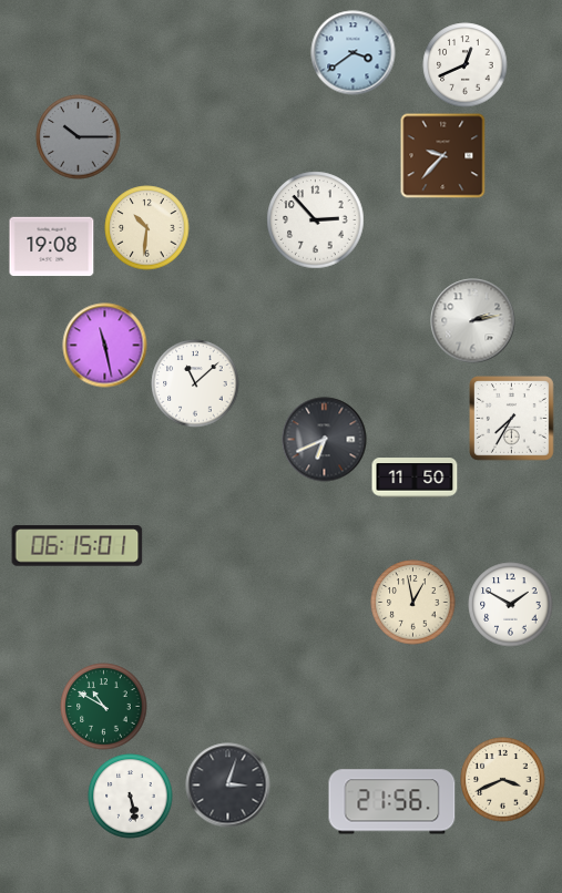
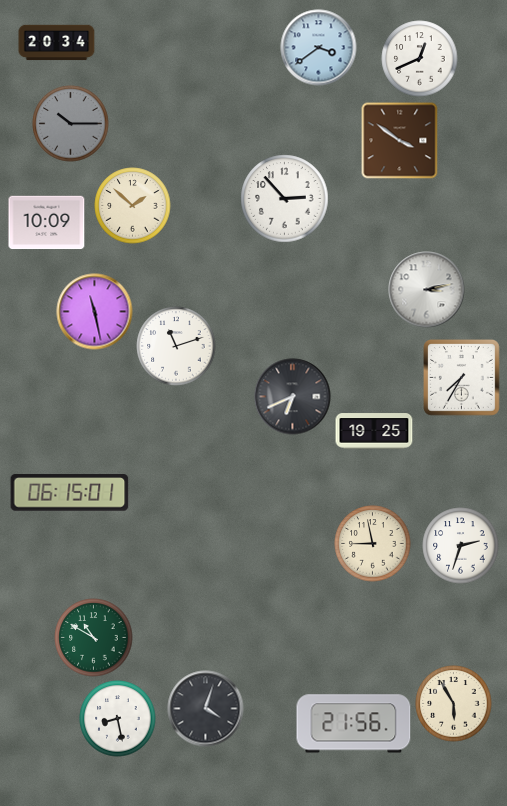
clock at (57, 43): none -> 20:34
clock at (443, 156): 9:37 -> 3:51
clock at (147, 228): 10:31 -> 1:52
clock at (52, 247): 19:08 -> 10:09
clock at (473, 321): 2:13 -> 3:13
clock at (195, 383): 11:08 -> 11:12
clock at (415, 478): 11:50 -> 19:25
clock at (413, 603): 12:58 -> 8:58
clock at (511, 605): 1:50 -> 2:33
clock at (503, 780): 3:41 -> 5:55
clock at (228, 786): 3:03 -> 4:03
clock at (131, 797): 5:28 -> 8:28
